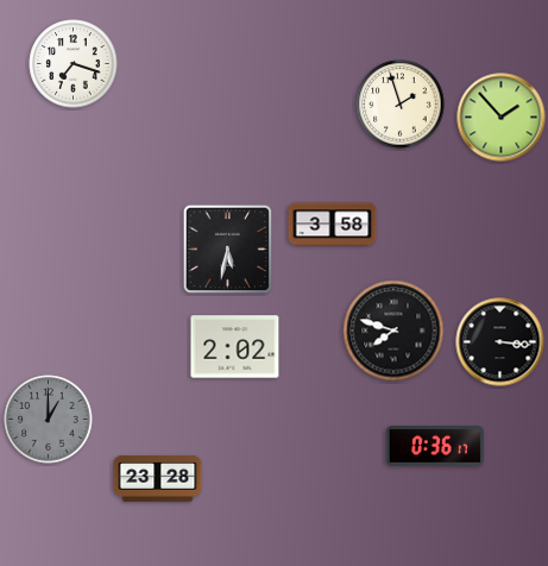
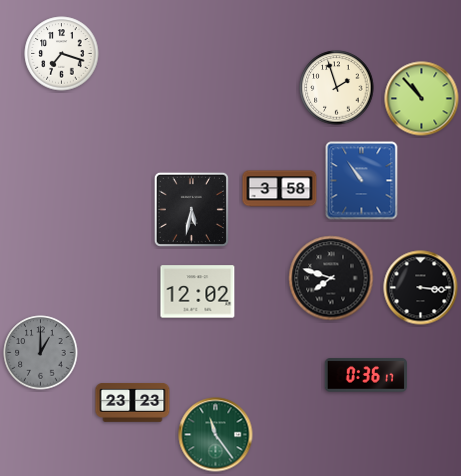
clock at (502, 118): 1:53 -> 10:53
clock at (362, 181): none -> 10:54
clock at (235, 347): 2:02 -> 12:02
clock at (158, 479): 23:28 -> 23:23
clock at (216, 435): none -> 11:24
